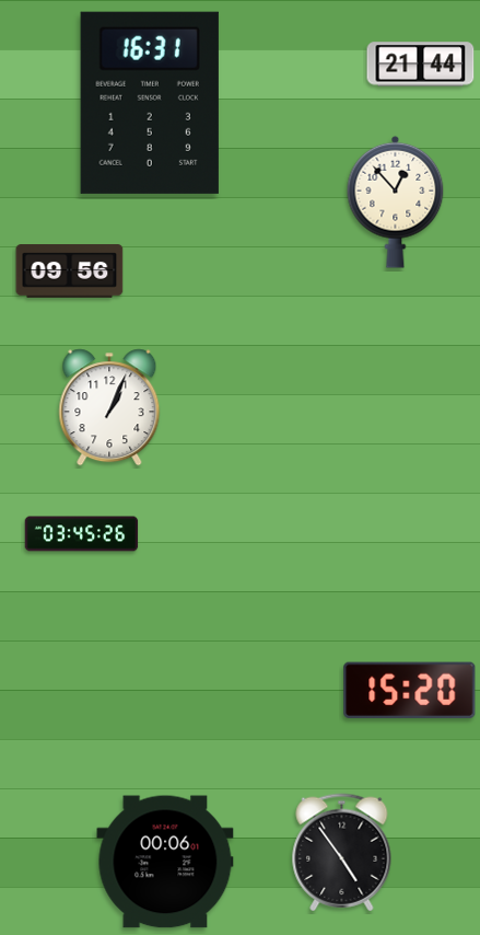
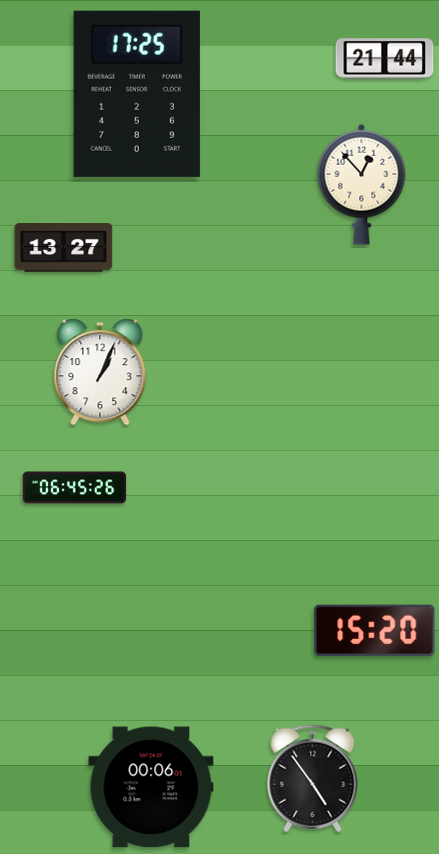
clock at (150, 103): 16:31 -> 17:25
clock at (70, 272): 09:56 -> 13:27
clock at (82, 534): 03:45 -> 06:45
